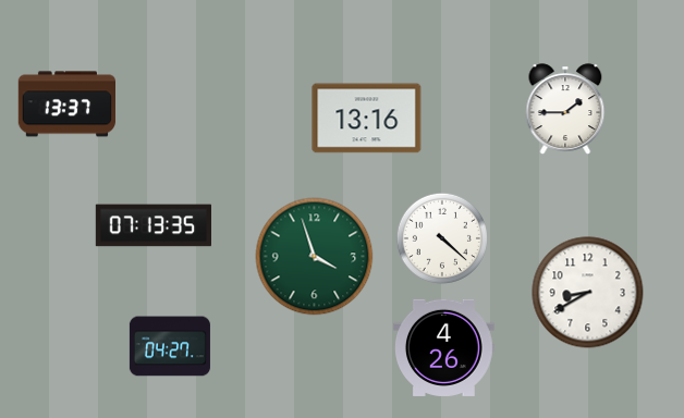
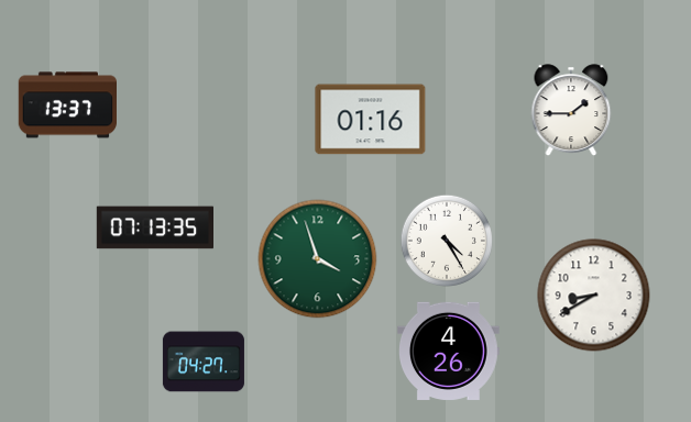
clock at (367, 119): 13:16 -> 01:16
clock at (442, 238): 4:22 -> 4:25
clock at (170, 346) position: (170, 346) -> (204, 362)
